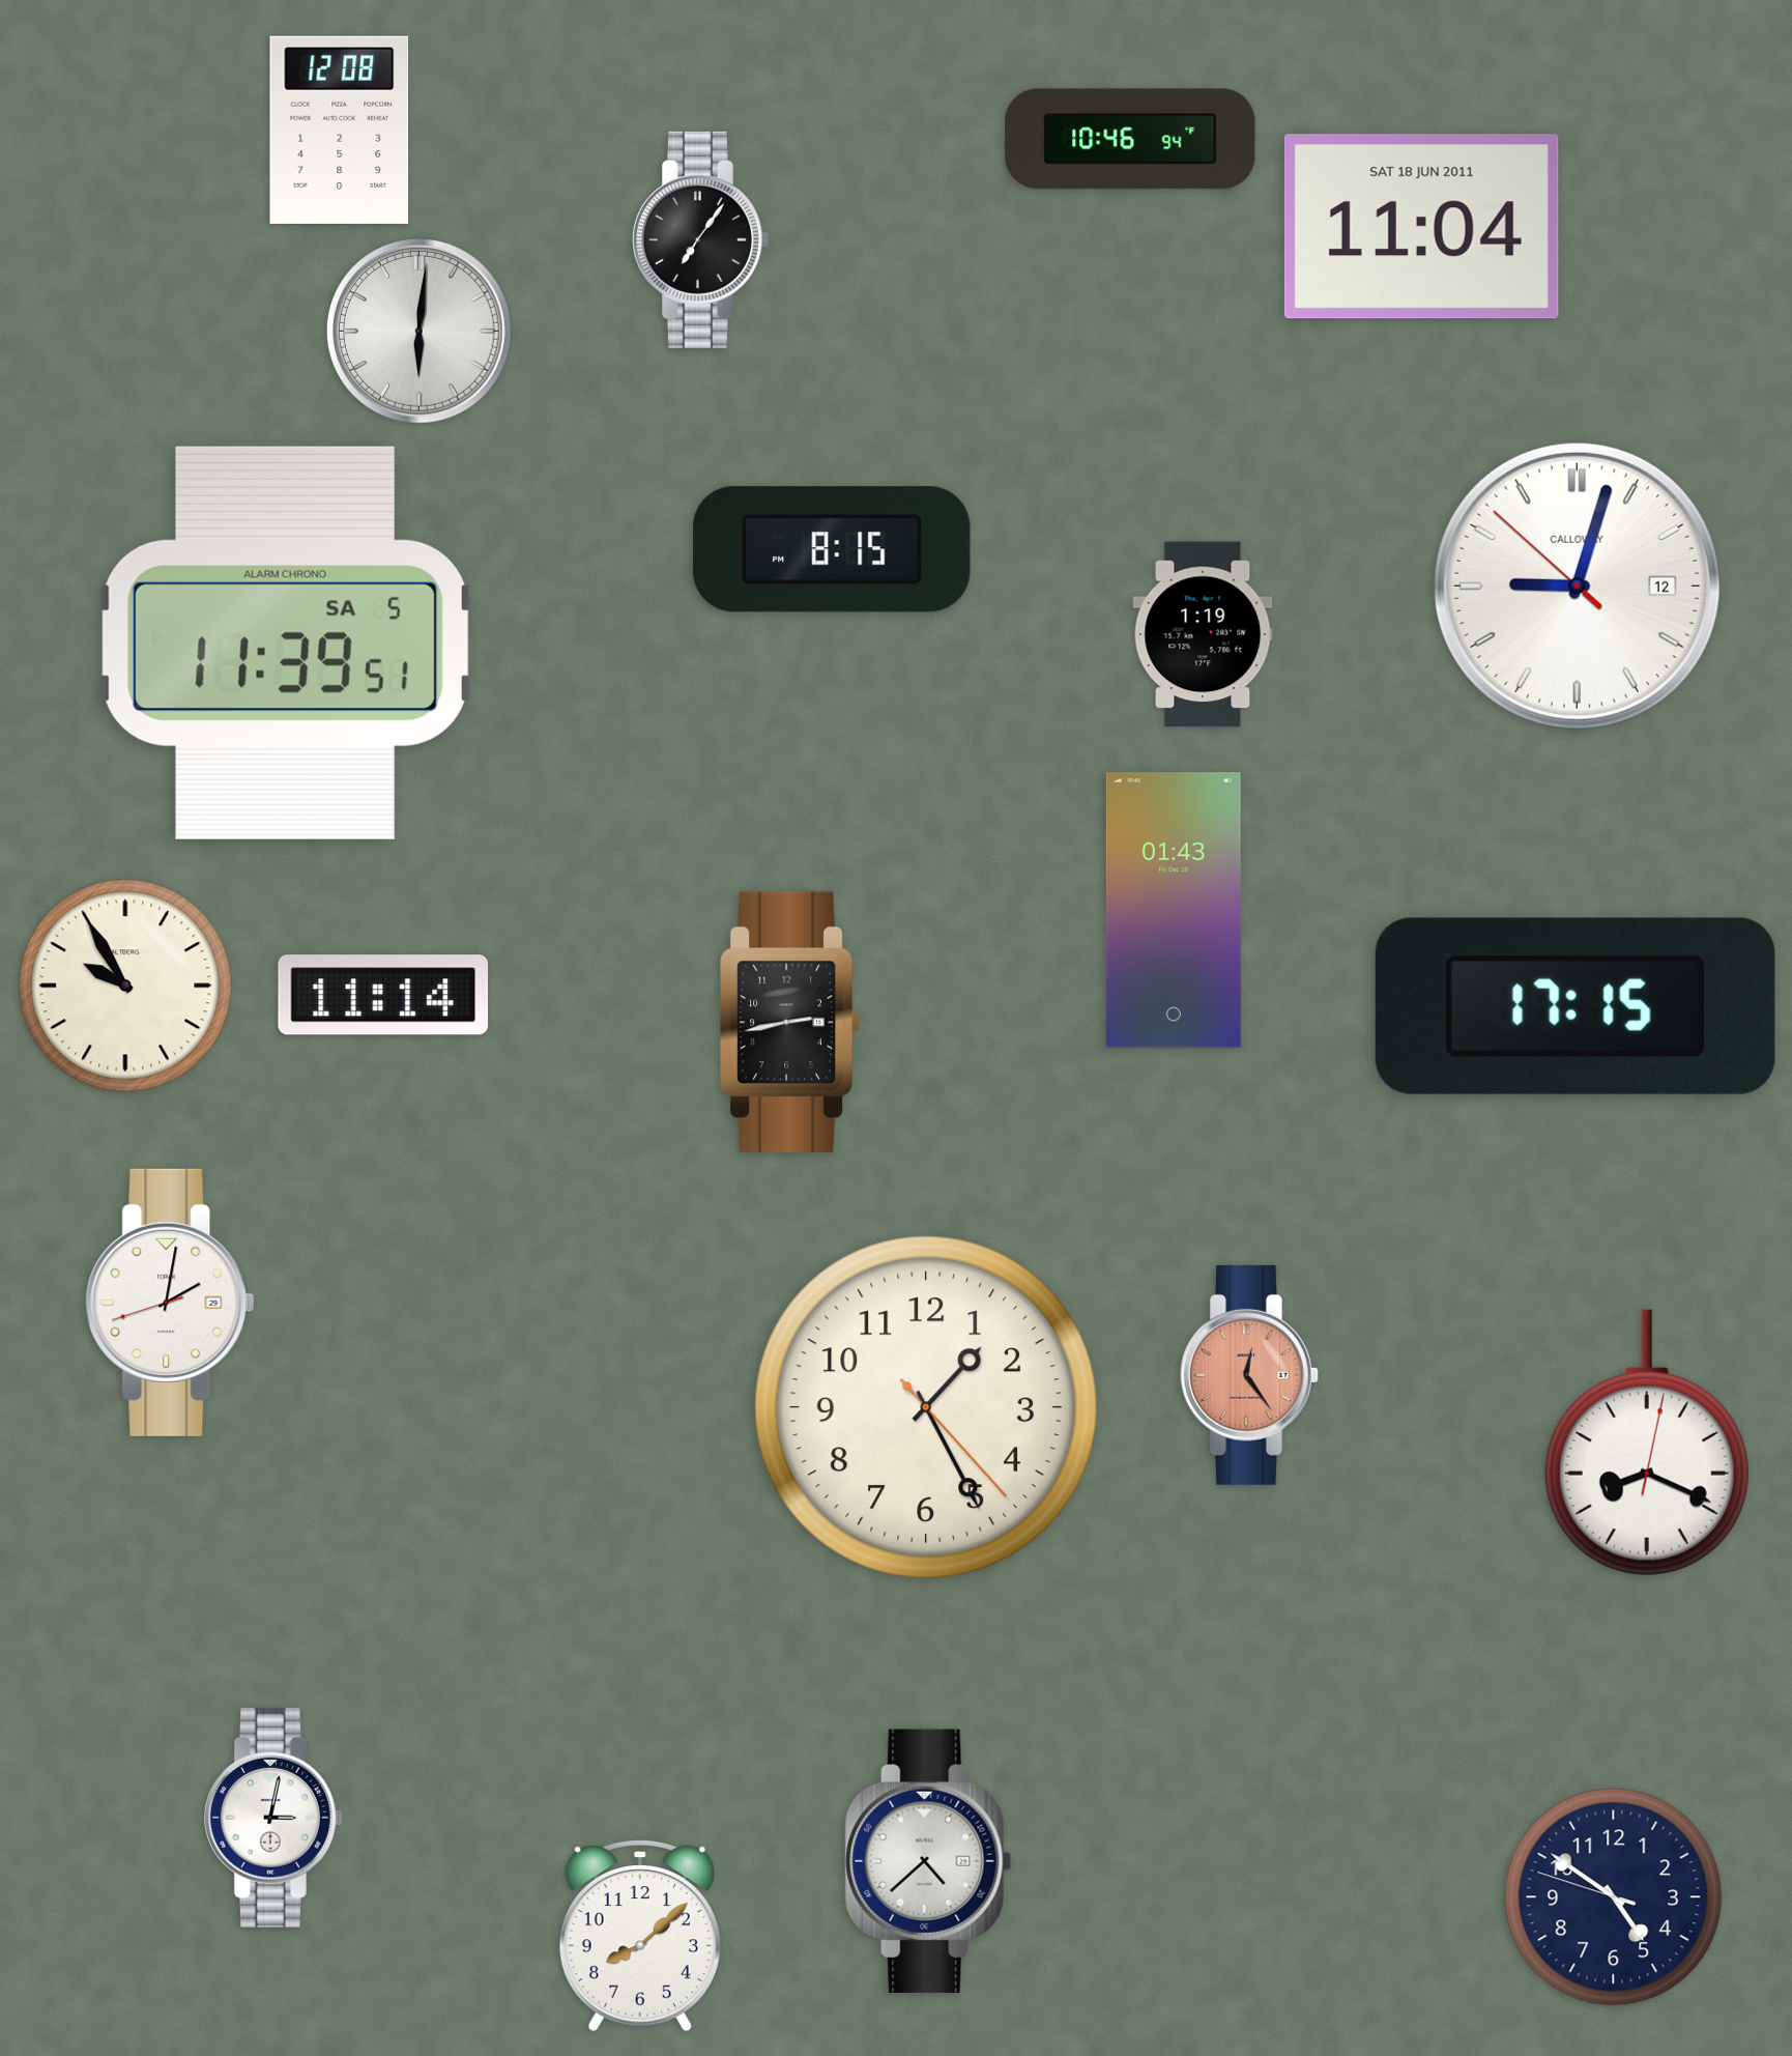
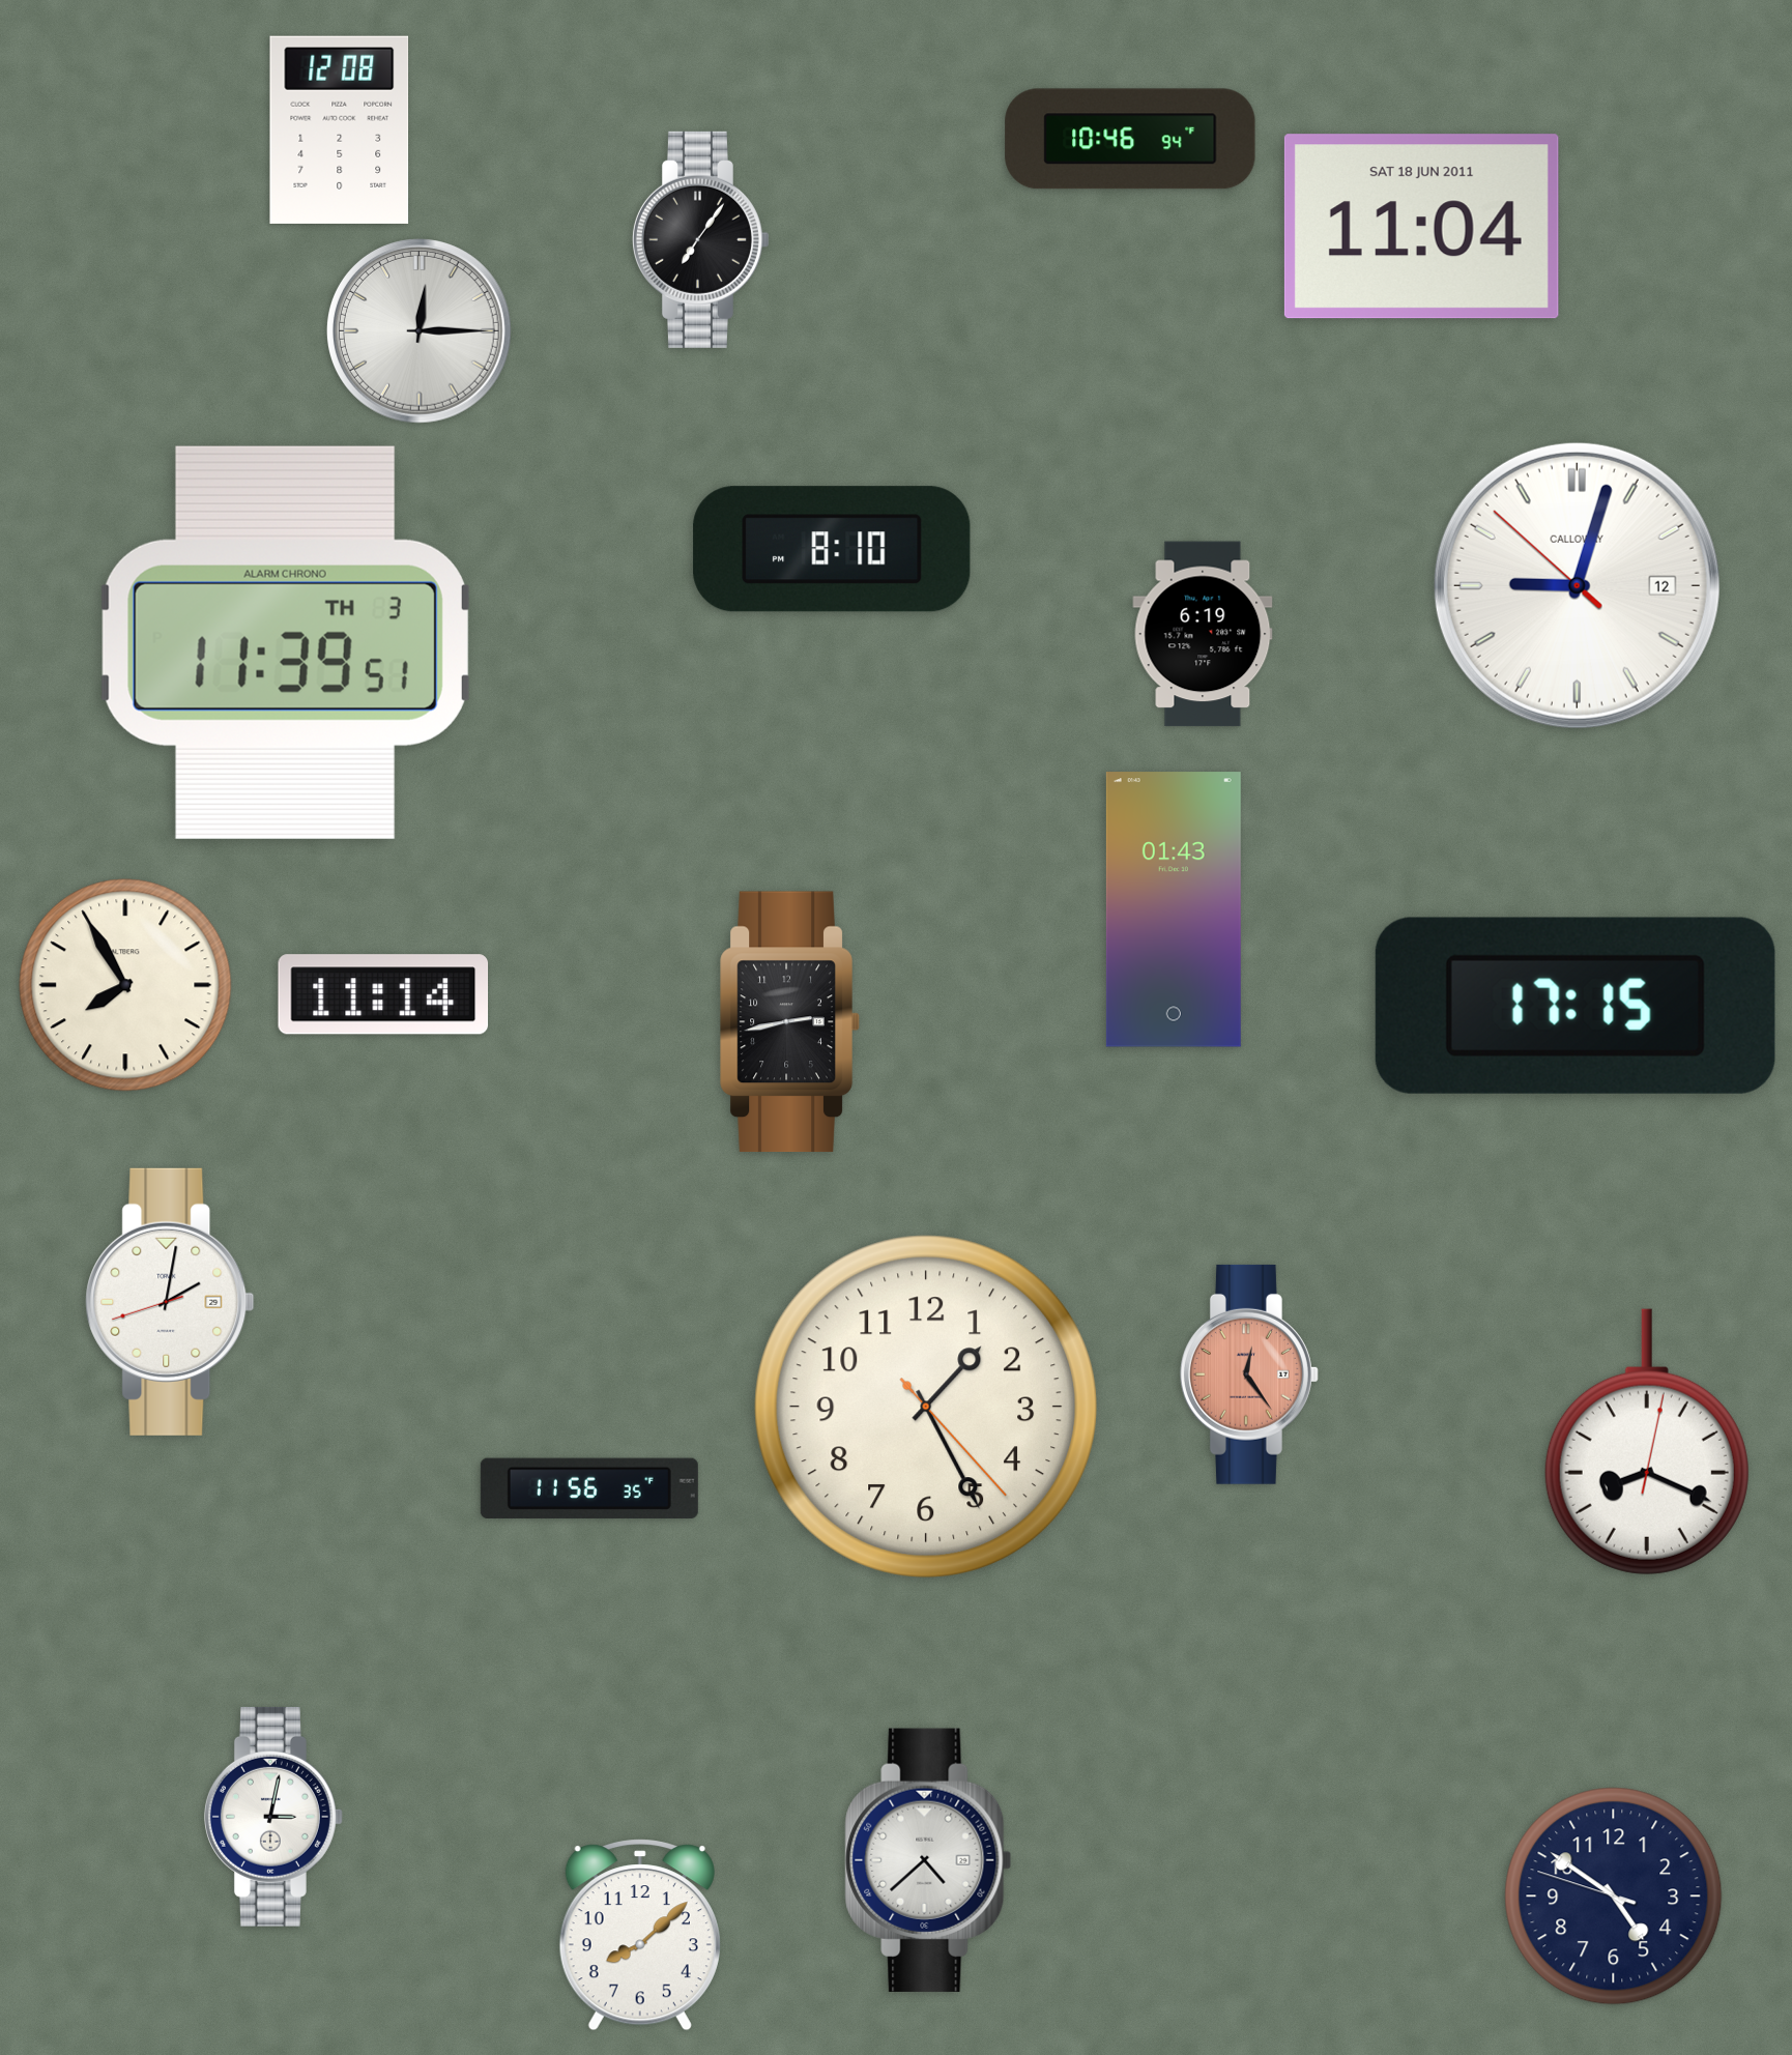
clock at (420, 332): 6:01 -> 12:15
clock at (832, 549): 8:15 -> 8:10
clock at (1203, 634): 1:19 -> 6:19
clock at (285, 642) date: SA 5 -> TH 3
clock at (125, 986): 9:55 -> 7:55
clock at (589, 1488): none -> 11:56
